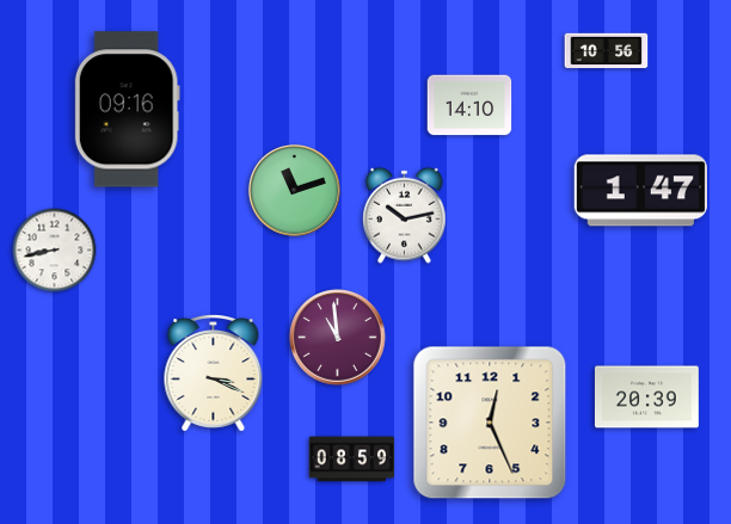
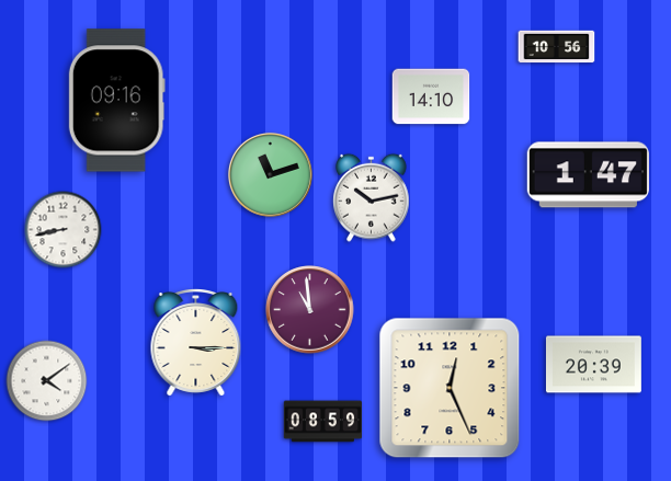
clock at (55, 251) position: (55, 251) -> (64, 230)
clock at (214, 374): 3:19 -> 3:15
clock at (47, 381): none -> 4:09
